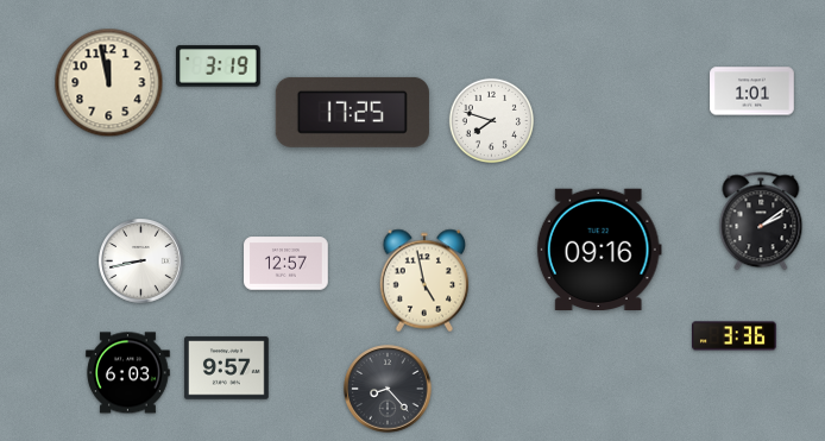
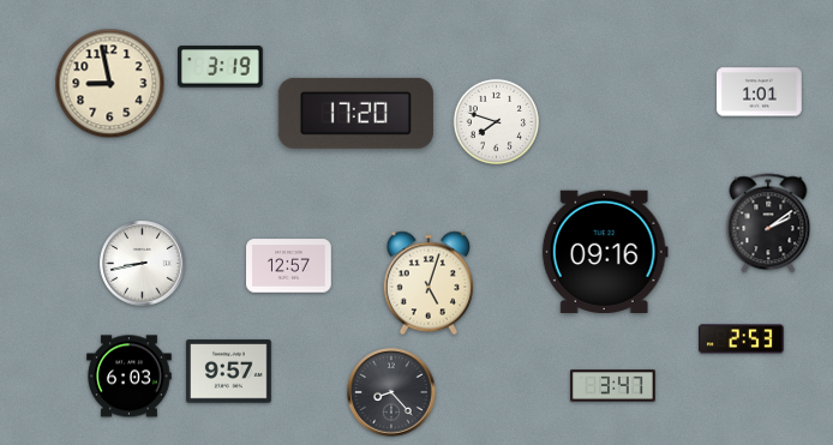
clock at (109, 83): 11:58 -> 8:58
clock at (352, 112): 17:25 -> 17:20
clock at (424, 281): 4:58 -> 5:03
clock at (735, 336): 3:36 -> 2:53
clock at (613, 386): none -> 3:47
